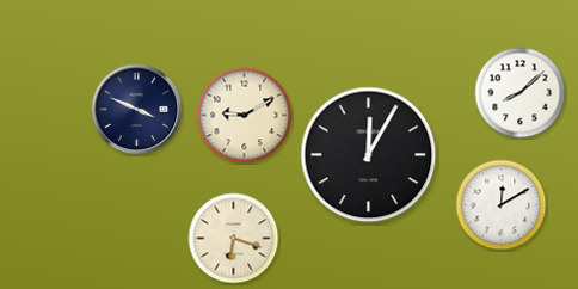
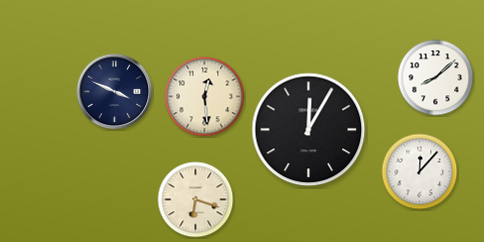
clock at (245, 116): 9:10 -> 12:29
clock at (502, 205): 12:10 -> 12:07
